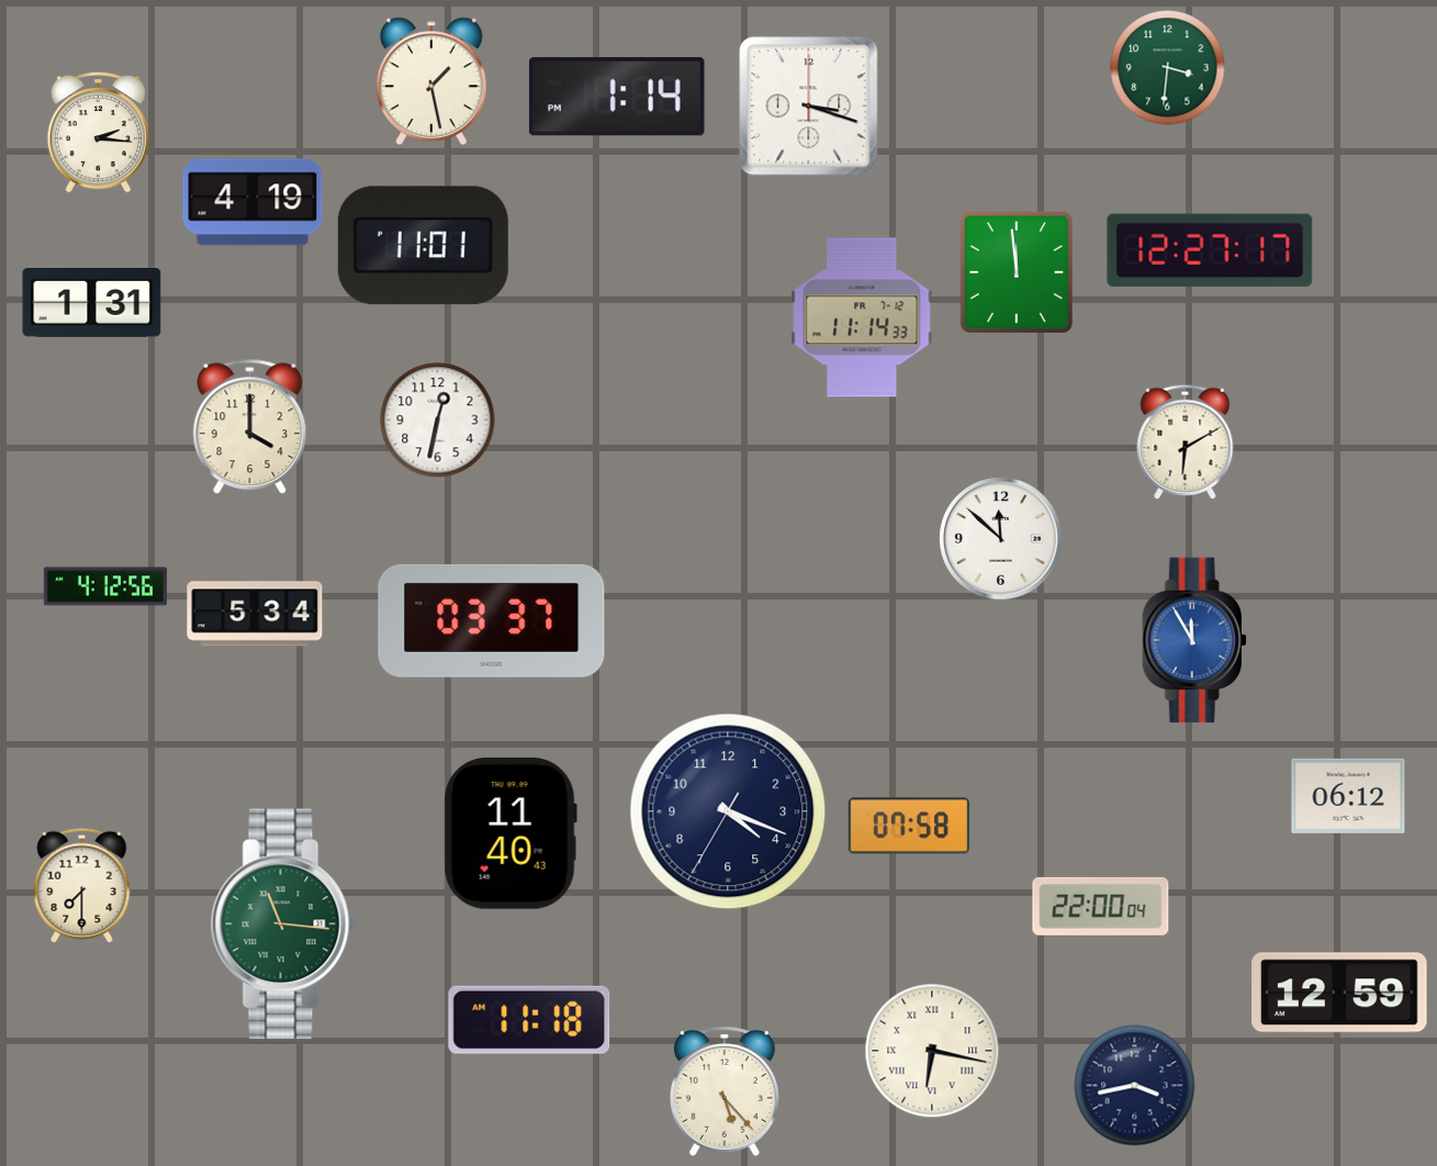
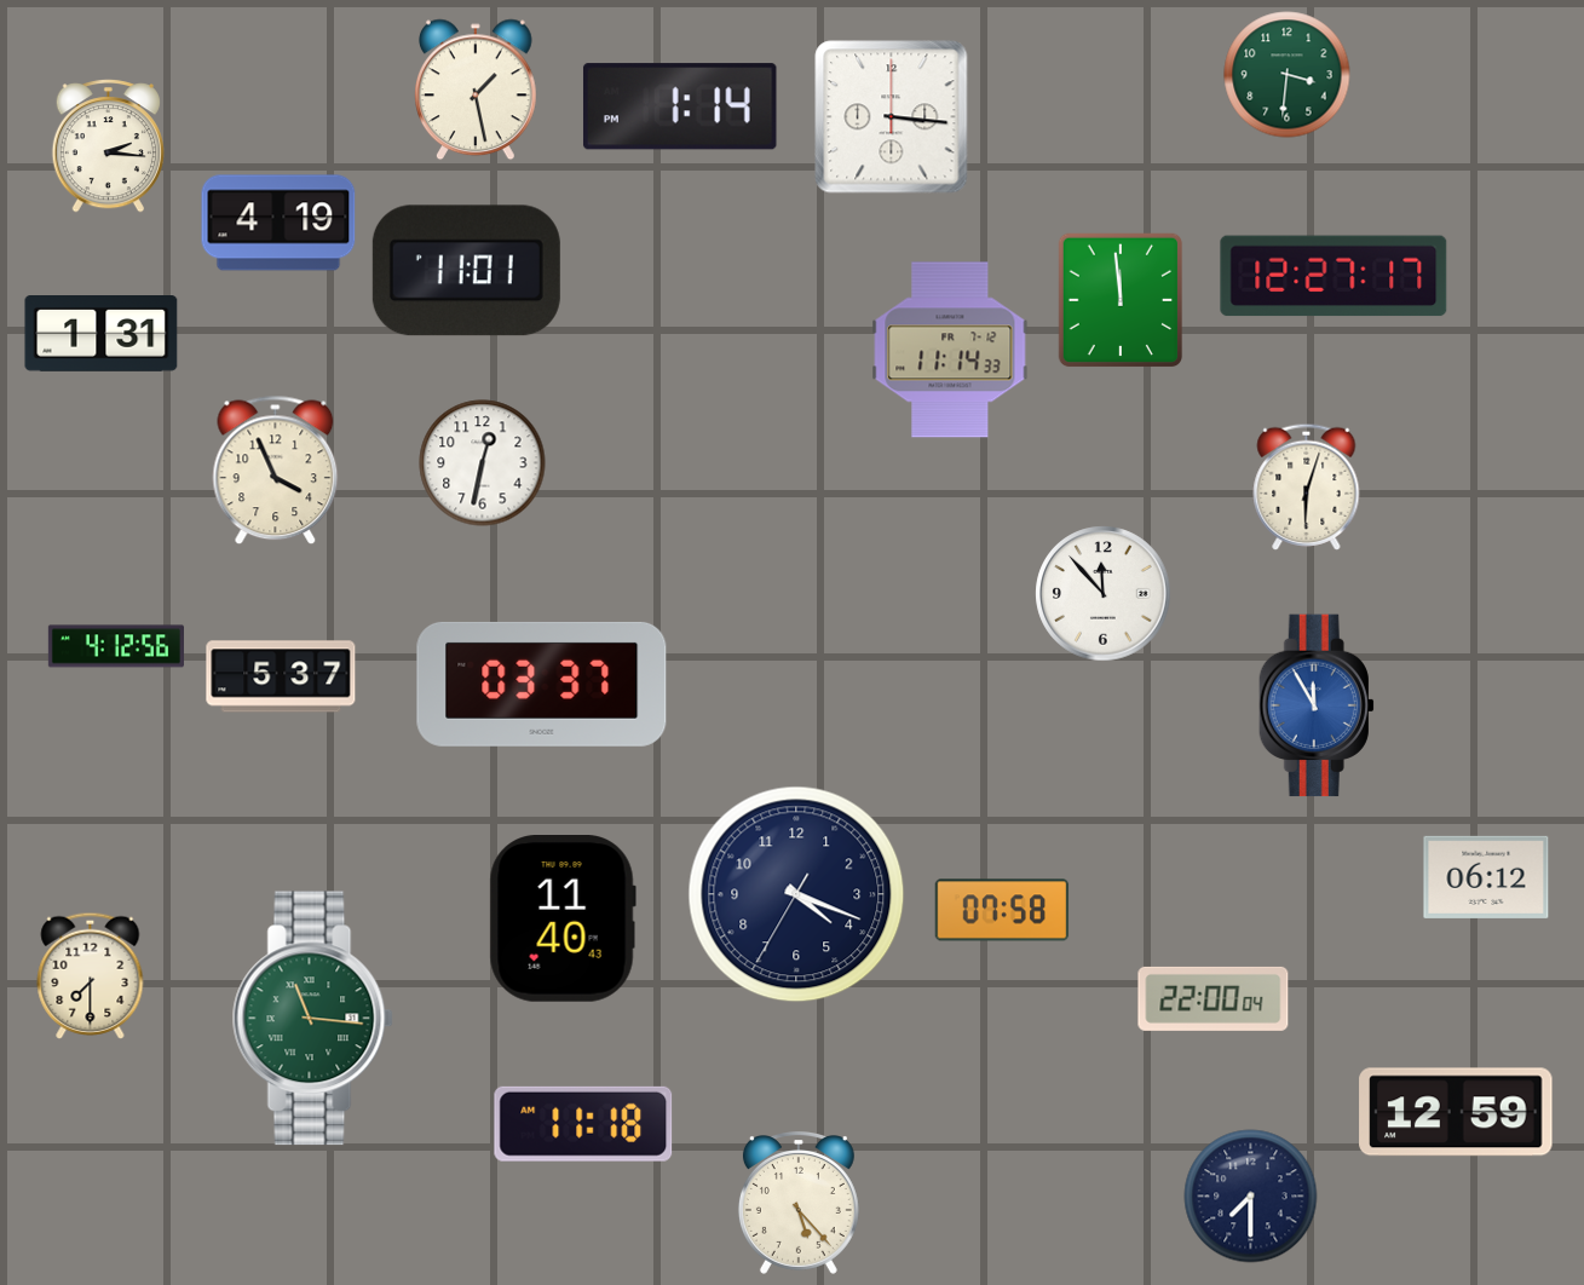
clock at (809, 106): 3:18 -> 3:16
clock at (250, 427): 4:00 -> 3:56
clock at (1186, 441): 6:10 -> 6:03
clock at (1001, 539): 11:52 -> 11:53
clock at (255, 614): 5:34 -> 5:37
clock at (728, 811) position: (728, 811) -> (796, 894)
clock at (1339, 993) position: (1339, 993) -> (1456, 1112)
clock at (932, 1051): 6:17 -> none
clock at (1135, 1086): 3:43 -> 7:30
